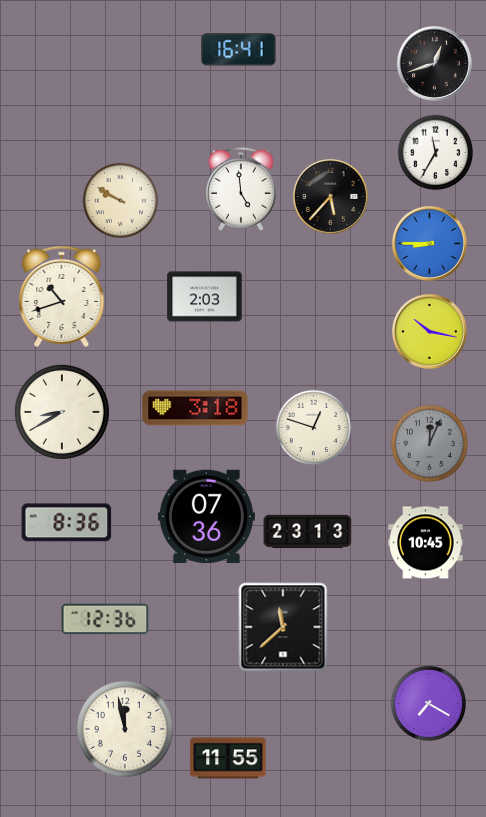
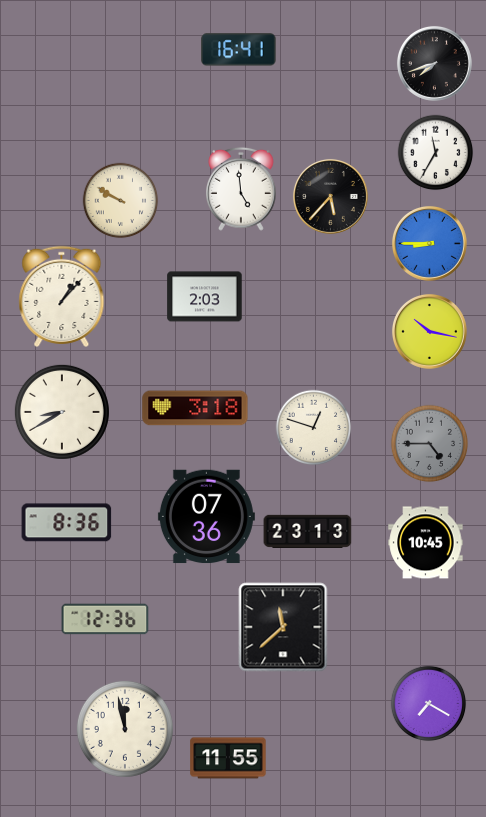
clock at (434, 63): 12:42 -> 7:42
clock at (62, 296): 10:42 -> 1:07
clock at (430, 444): 12:04 -> 4:45
